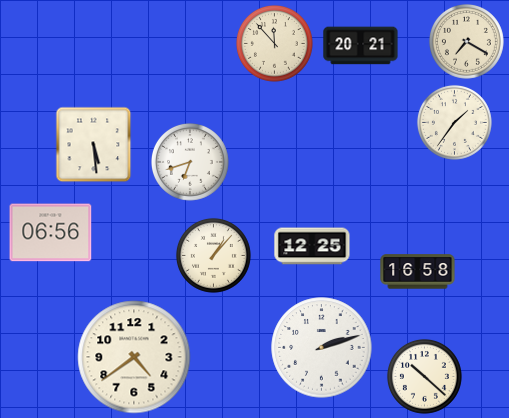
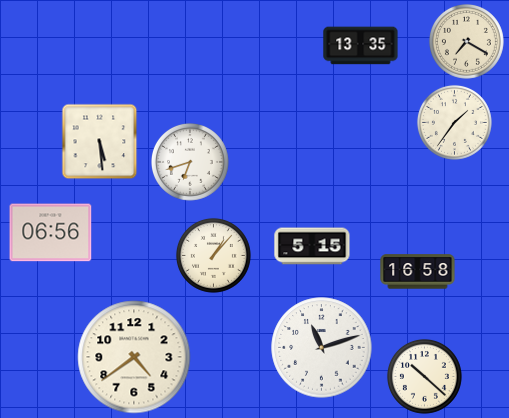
clock at (274, 43): 11:53 -> none
clock at (361, 46): 20:21 -> 13:35
clock at (94, 145) position: (94, 145) -> (100, 142)
clock at (312, 246): 12:25 -> 5:15
clock at (322, 348): 2:12 -> 11:12
